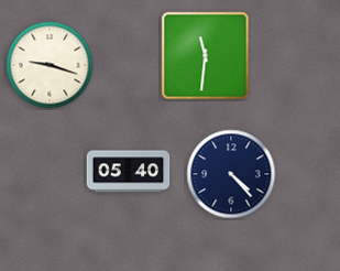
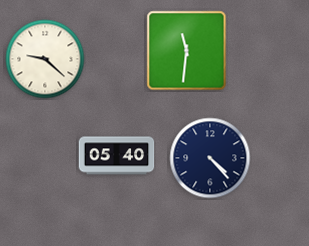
clock at (50, 65): 9:18 -> 9:22
